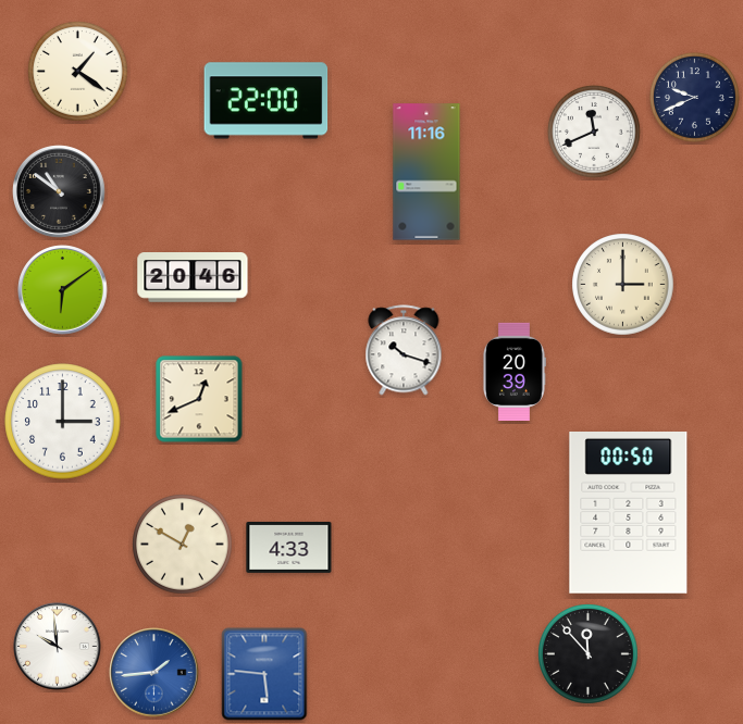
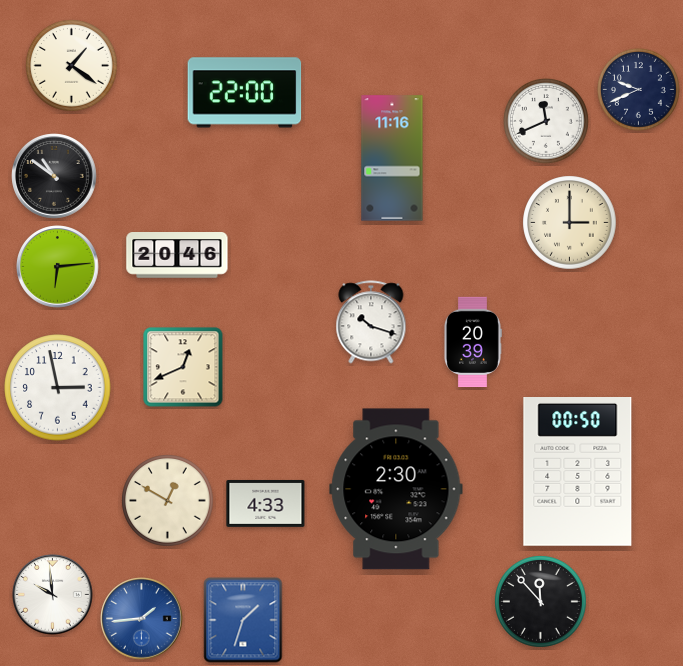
clock at (623, 285) position: (623, 285) -> (570, 223)
clock at (63, 290): 6:09 -> 6:14
clock at (63, 422): 3:00 -> 2:58
clock at (396, 489): none -> 2:30
clock at (264, 674): 5:46 -> 1:33
